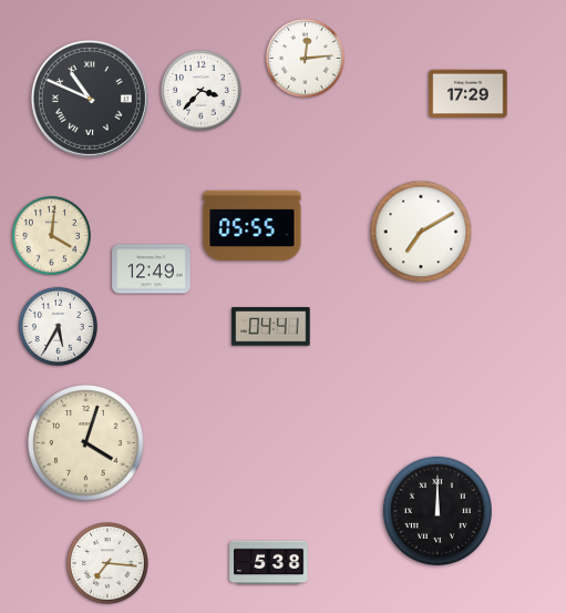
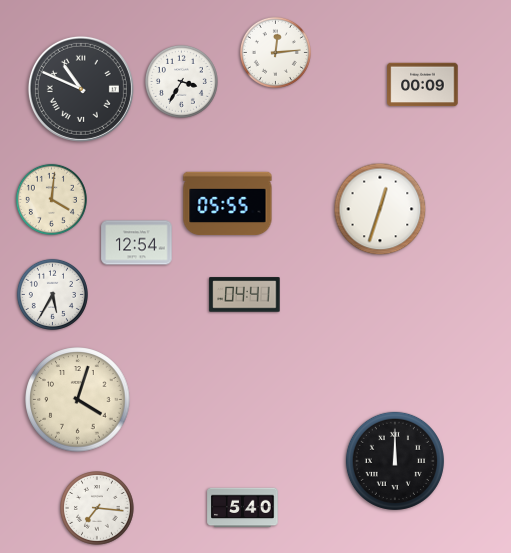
clock at (200, 90): 3:37 -> 3:35
clock at (469, 94): 17:29 -> 00:09
clock at (421, 232): 7:10 -> 12:33
clock at (51, 235) position: (51, 235) -> (51, 199)
clock at (152, 269): 12:49 -> 12:54
clock at (269, 563): 5:38 -> 5:40
